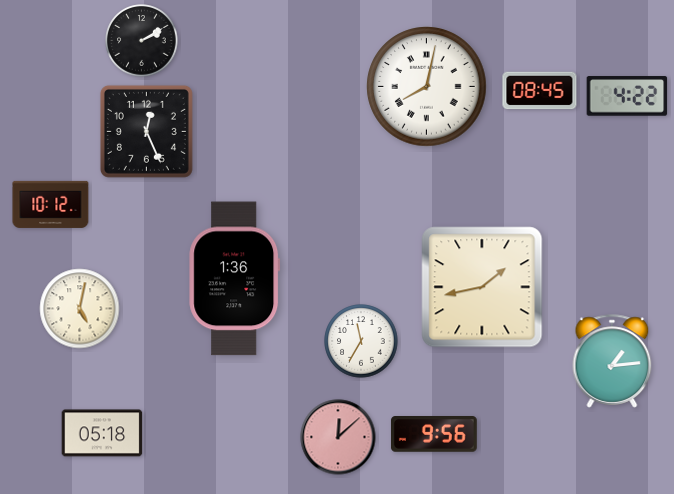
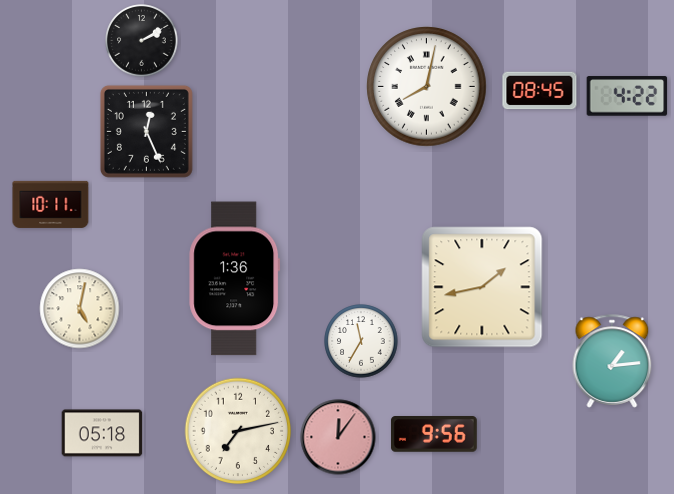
clock at (51, 204): 10:12 -> 10:11
clock at (238, 431): none -> 7:13
clock at (338, 437): 12:08 -> 12:06
